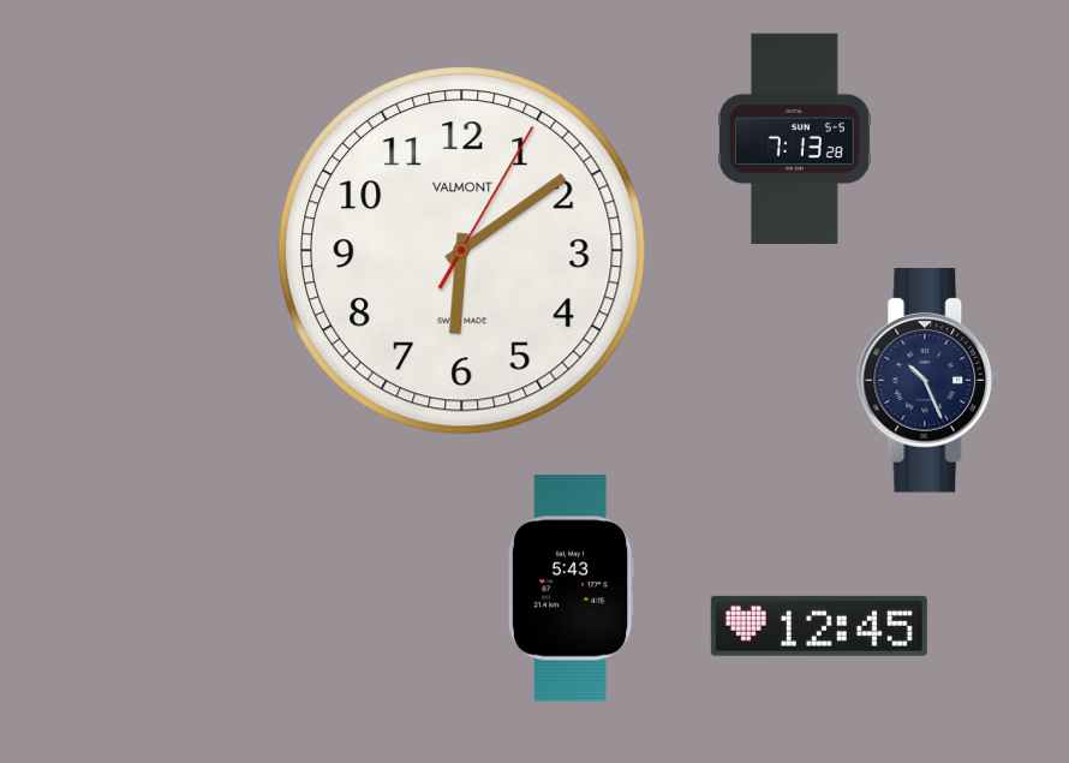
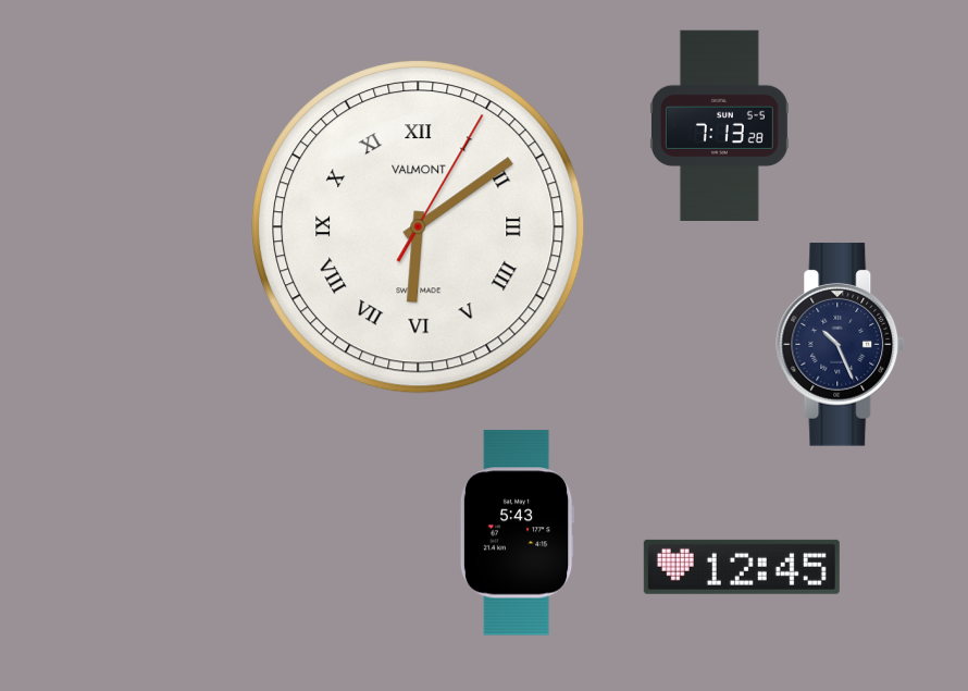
clock at (462, 251) numerals: Arabic -> Roman
